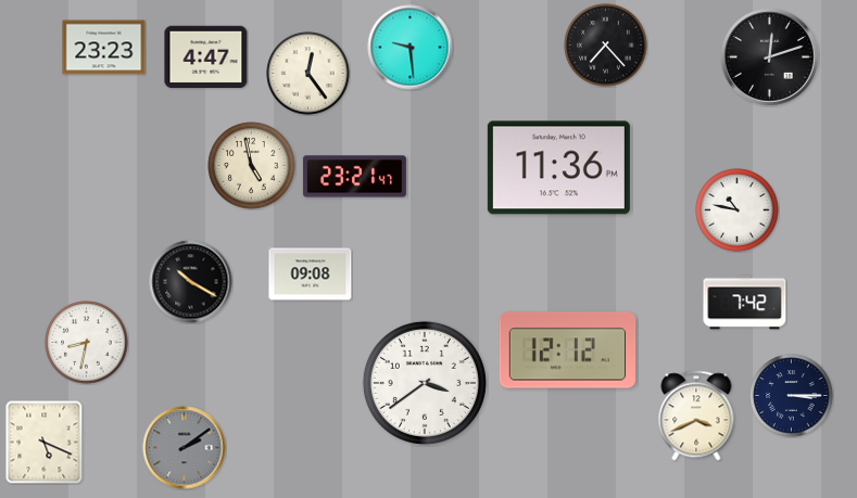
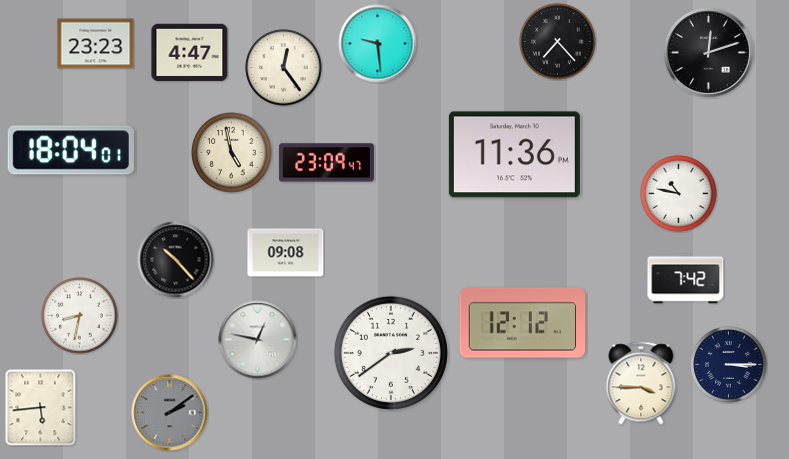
clock at (71, 150): none -> 18:04
clock at (354, 177): 23:21 -> 23:09
clock at (191, 282): 10:20 -> 10:23
clock at (258, 340): none -> 12:47
clock at (425, 383): 3:39 -> 2:39
clock at (696, 416): 3:41 -> 3:45
clock at (45, 442): 5:19 -> 5:44
